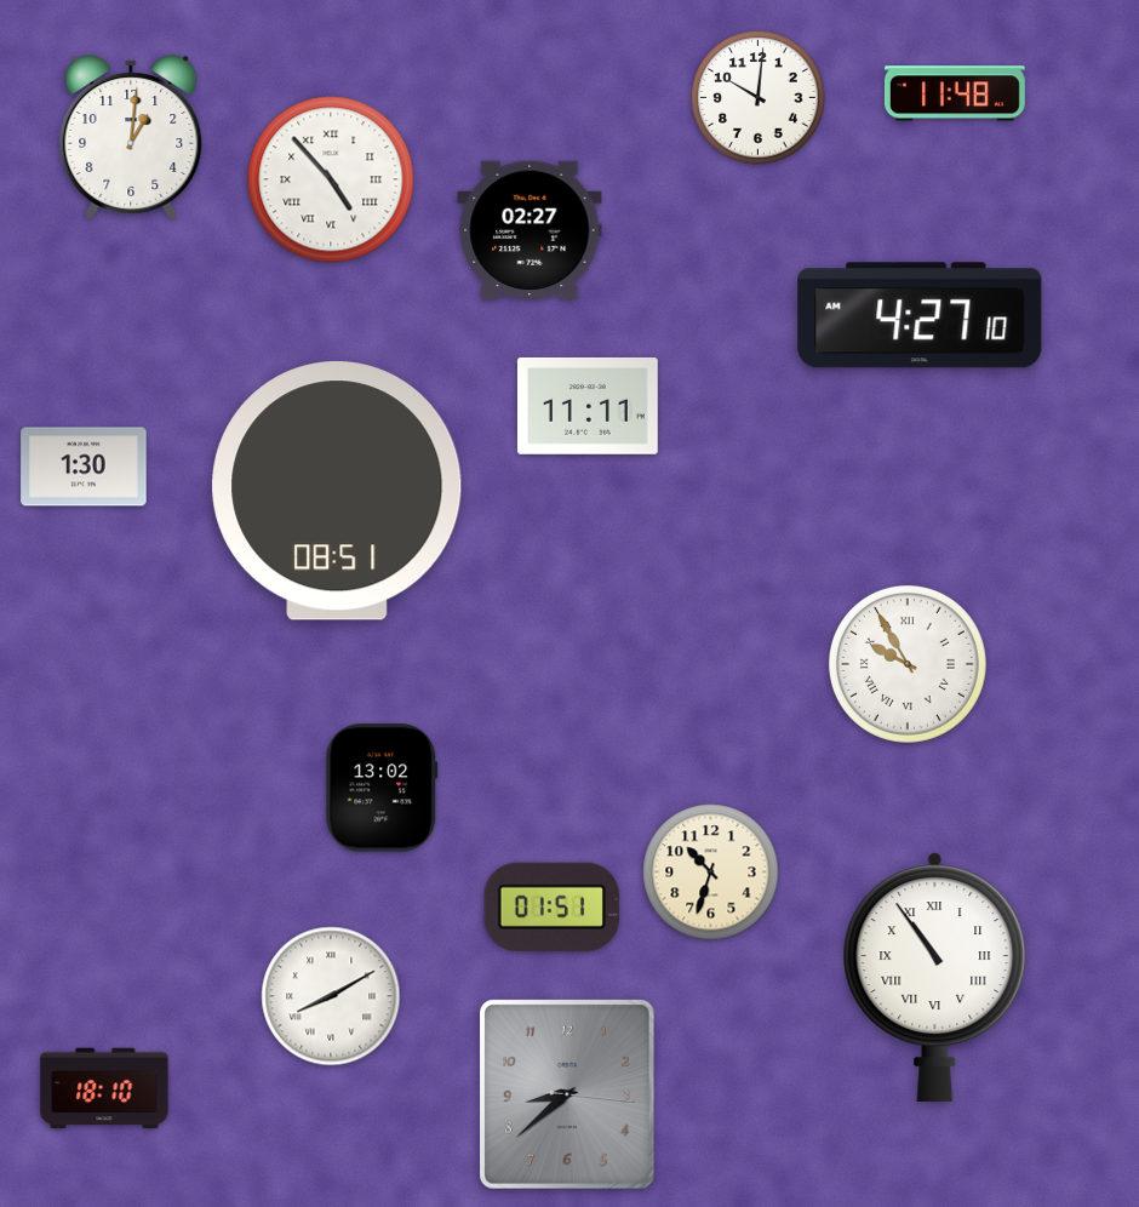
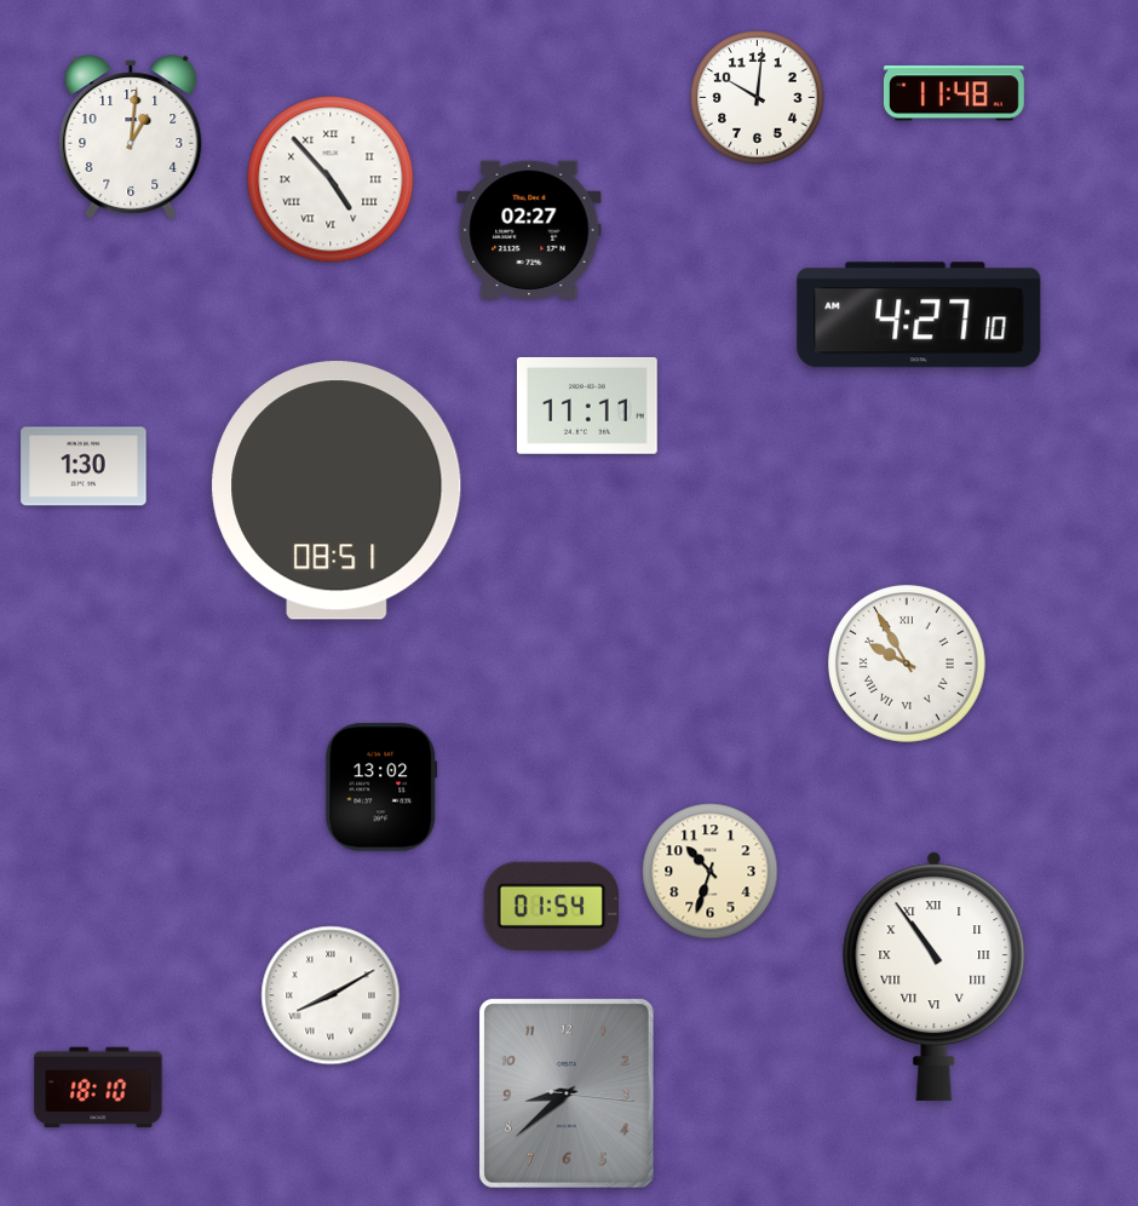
clock at (553, 906): 01:51 -> 01:54
clock at (104, 1088) position: (104, 1088) -> (98, 1087)
